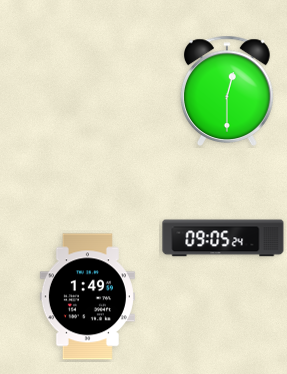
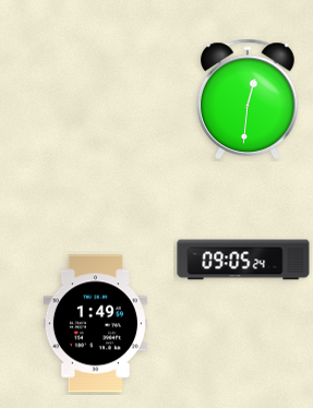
clock at (228, 91): 12:30 -> 12:31
